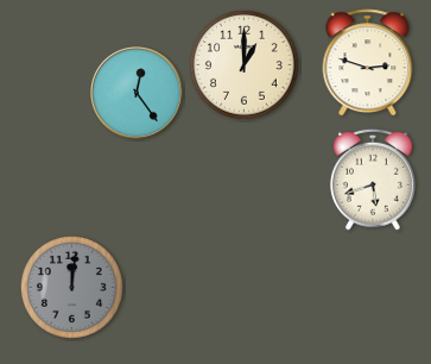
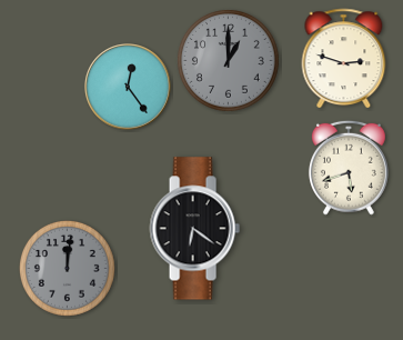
clock at (245, 65) dial: cream -> grey
clock at (194, 229): none -> 6:21
